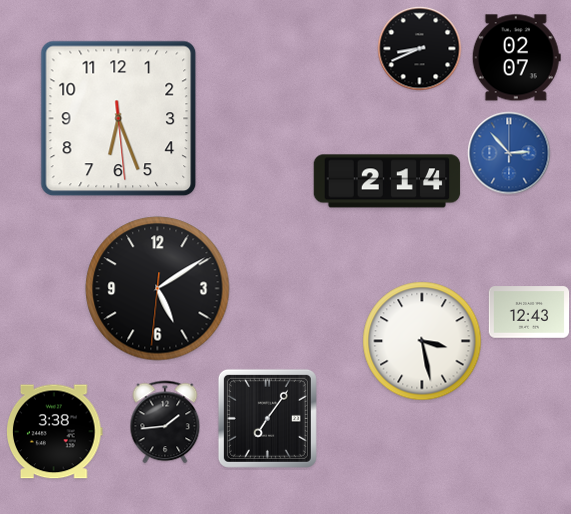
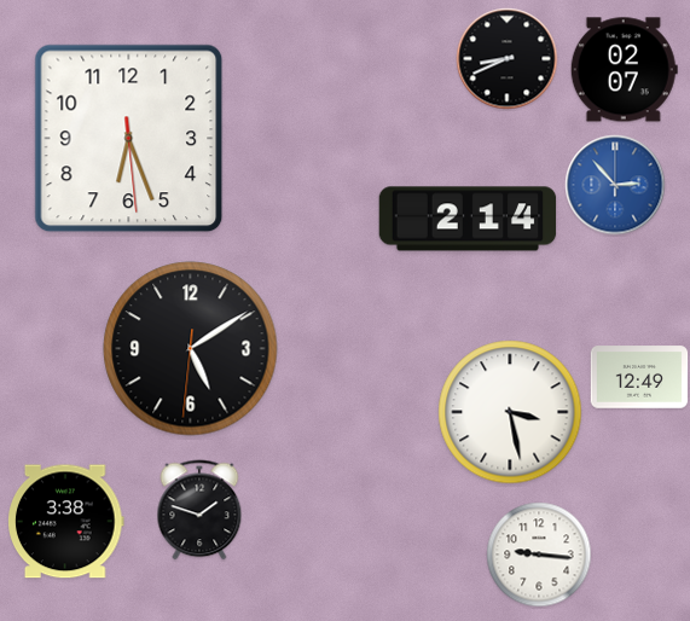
clock at (119, 119) position: (119, 119) -> (129, 139)
clock at (529, 312): 12:43 -> 12:49
clock at (267, 418): 7:06 -> none
clock at (165, 422): 1:44 -> 1:48
clock at (539, 555): none -> 9:16
